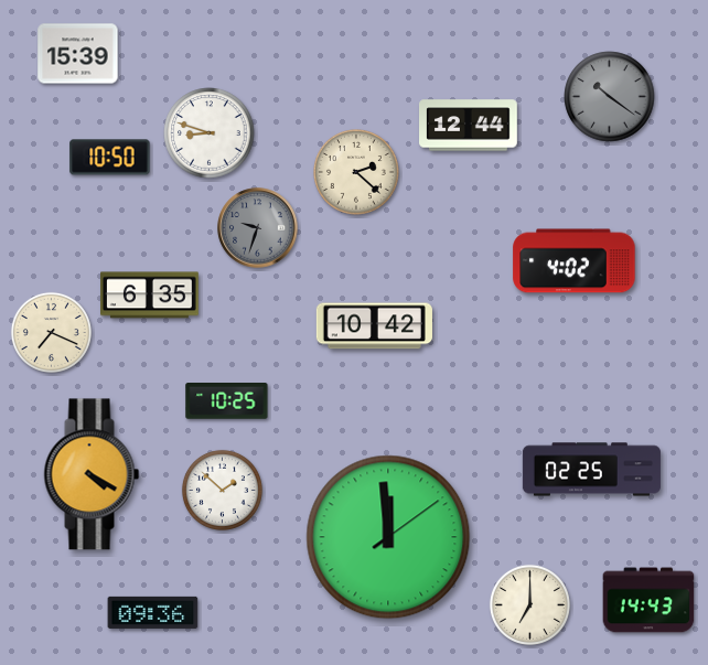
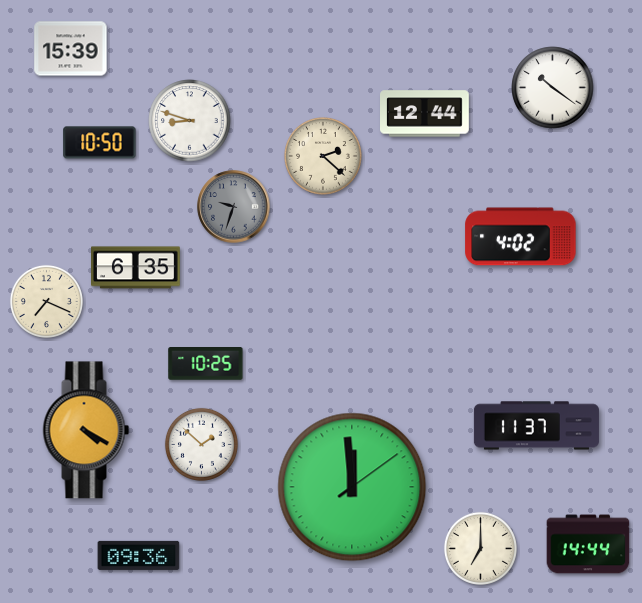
clock at (610, 97) dial: grey -> white
clock at (374, 326): 10:42 -> none
clock at (591, 470): 02:25 -> 11:37
clock at (92, 474) position: (92, 474) -> (86, 430)
clock at (648, 600): 14:43 -> 14:44
